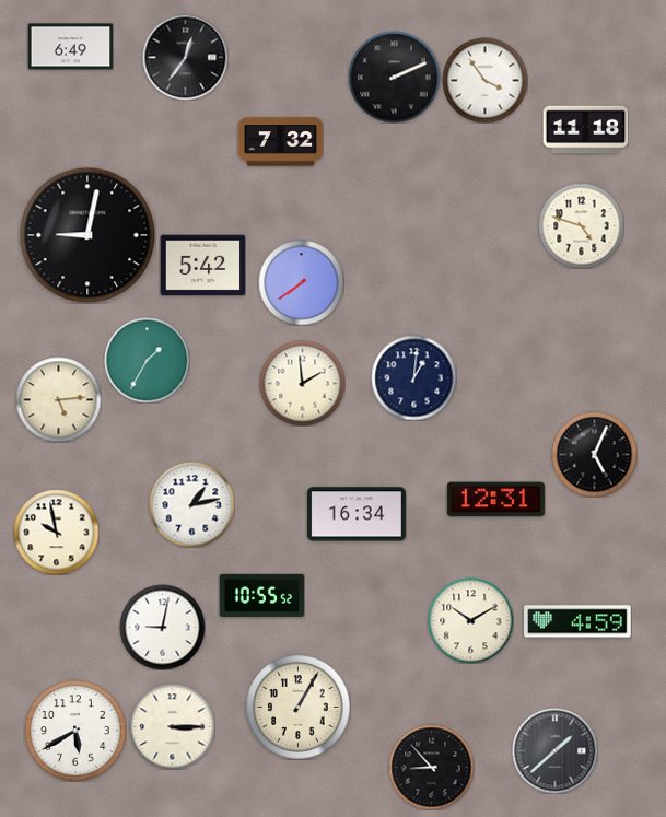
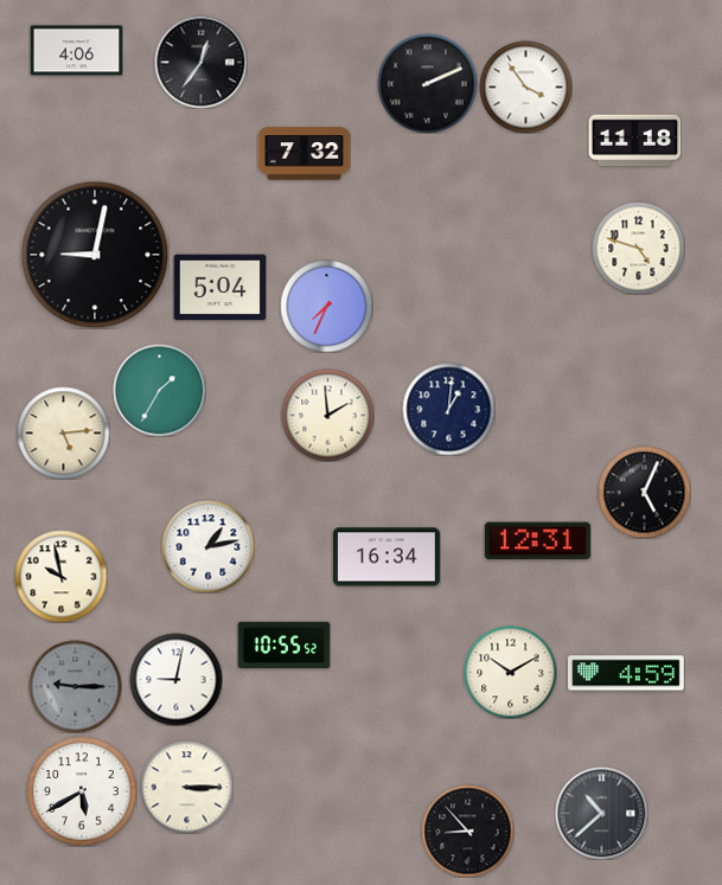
clock at (70, 47): 6:49 -> 4:06
clock at (581, 225) position: (581, 225) -> (638, 248)
clock at (202, 266): 5:42 -> 5:04
clock at (301, 282): 7:39 -> 7:34
clock at (75, 686): none -> 9:15
clock at (297, 707): 1:05 -> none
clock at (554, 750): 1:38 -> 10:38
